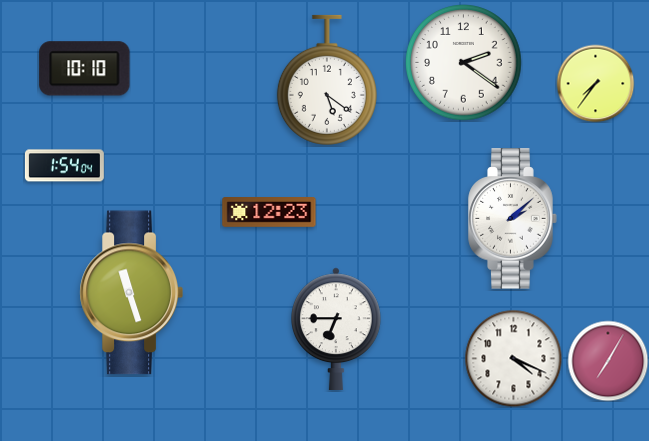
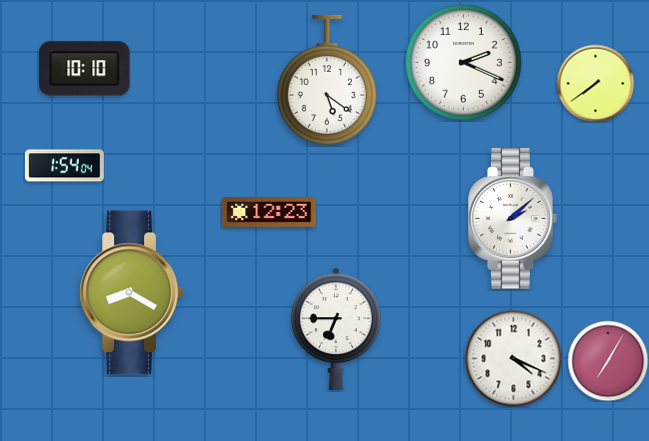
clock at (464, 63): 2:21 -> 2:19
clock at (595, 83): 7:36 -> 7:39
clock at (131, 293): 11:27 -> 8:20
